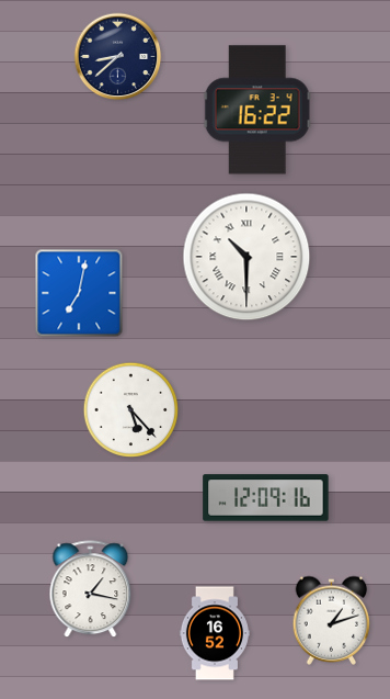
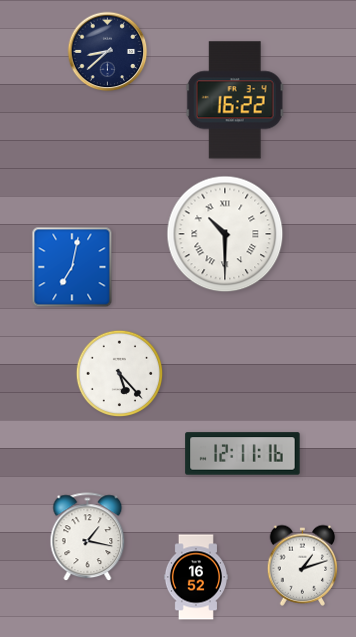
clock at (266, 498): 12:09 -> 12:11
clock at (91, 589) position: (91, 589) -> (88, 537)
